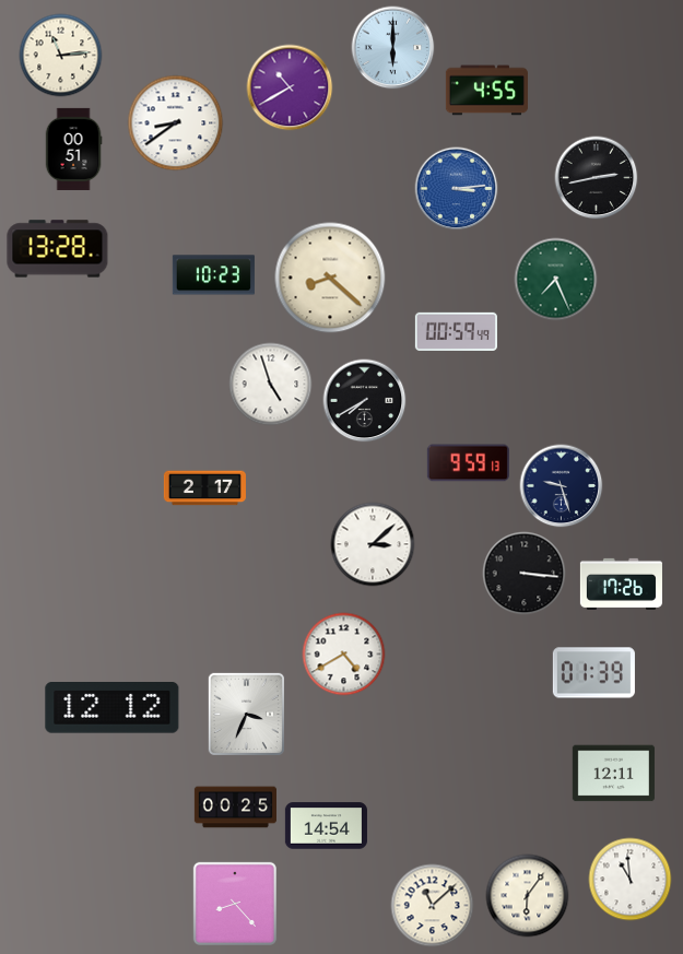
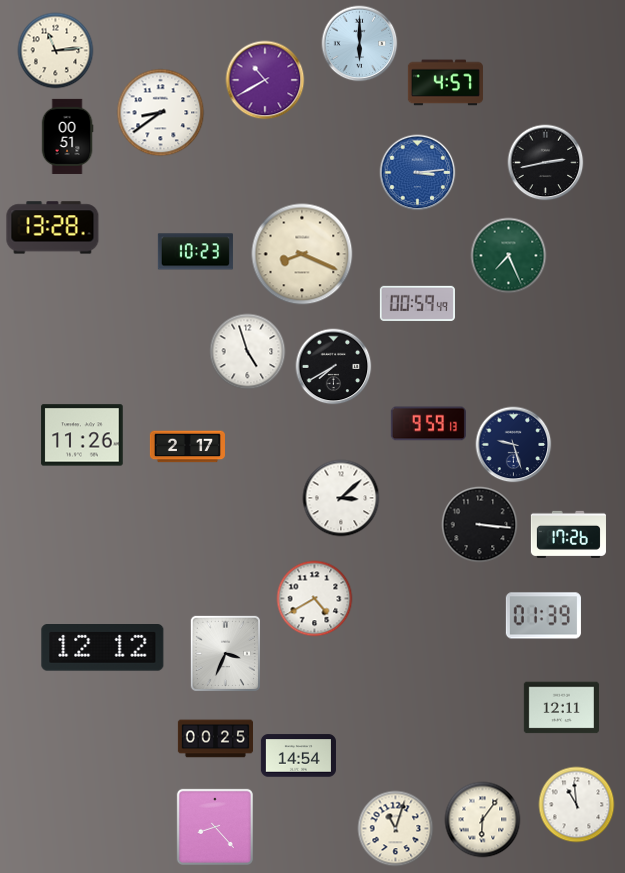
clock at (486, 91): 4:55 -> 4:57
clock at (330, 278): 8:22 -> 8:19
clock at (82, 435): none -> 11:26
clock at (433, 906): 11:08 -> 11:03
